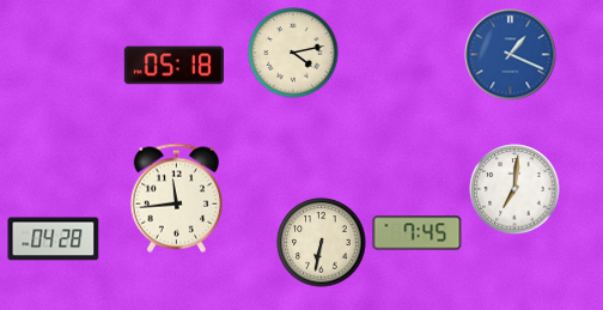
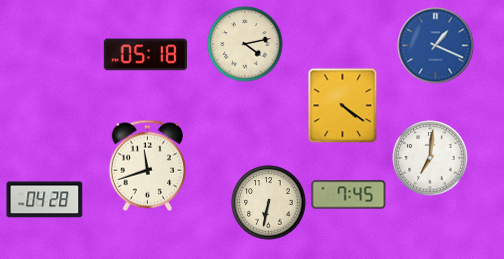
clock at (511, 55) position: (511, 55) -> (436, 46)
clock at (343, 106): none -> 4:21
clock at (176, 197): 11:44 -> 11:42
